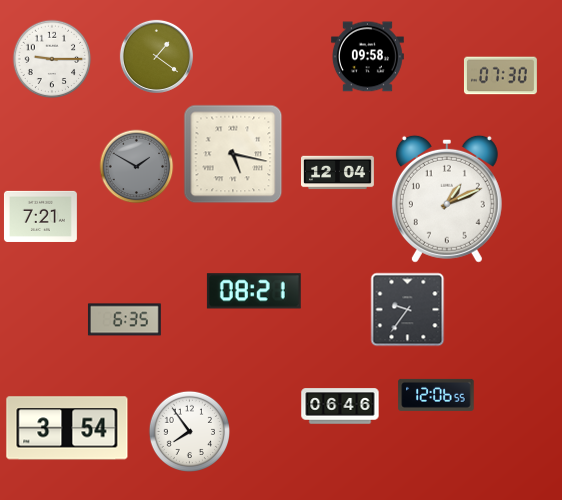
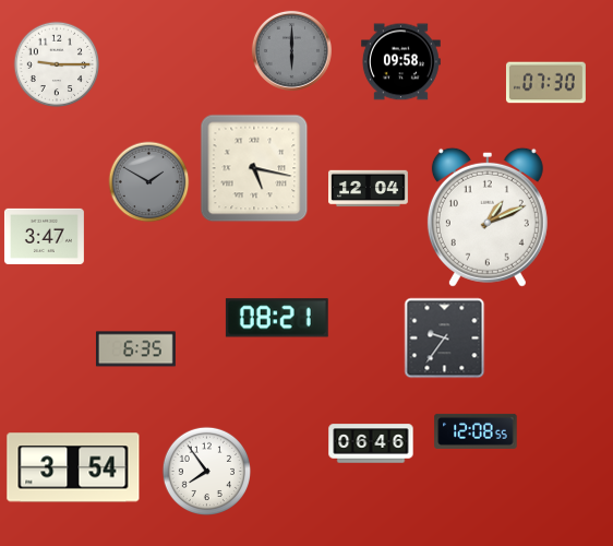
clock at (291, 50): none -> 6:00
clock at (156, 56): 1:21 -> none
clock at (40, 216): 7:21 -> 3:47
clock at (436, 395): 12:06 -> 12:08
